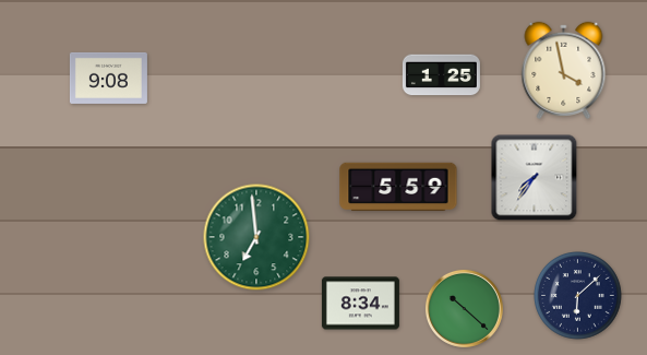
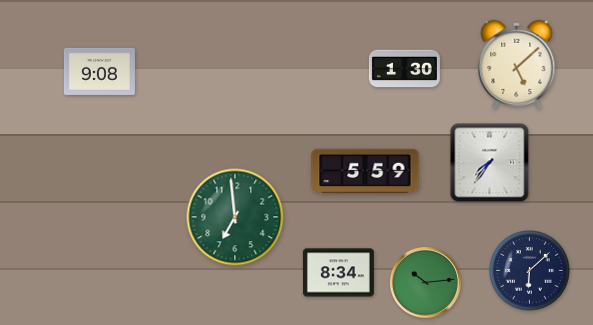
clock at (564, 70): 3:58 -> 5:08
clock at (441, 75): 1:25 -> 1:30
clock at (360, 304) position: (360, 304) -> (338, 273)
clock at (464, 308): 10:22 -> 10:14
